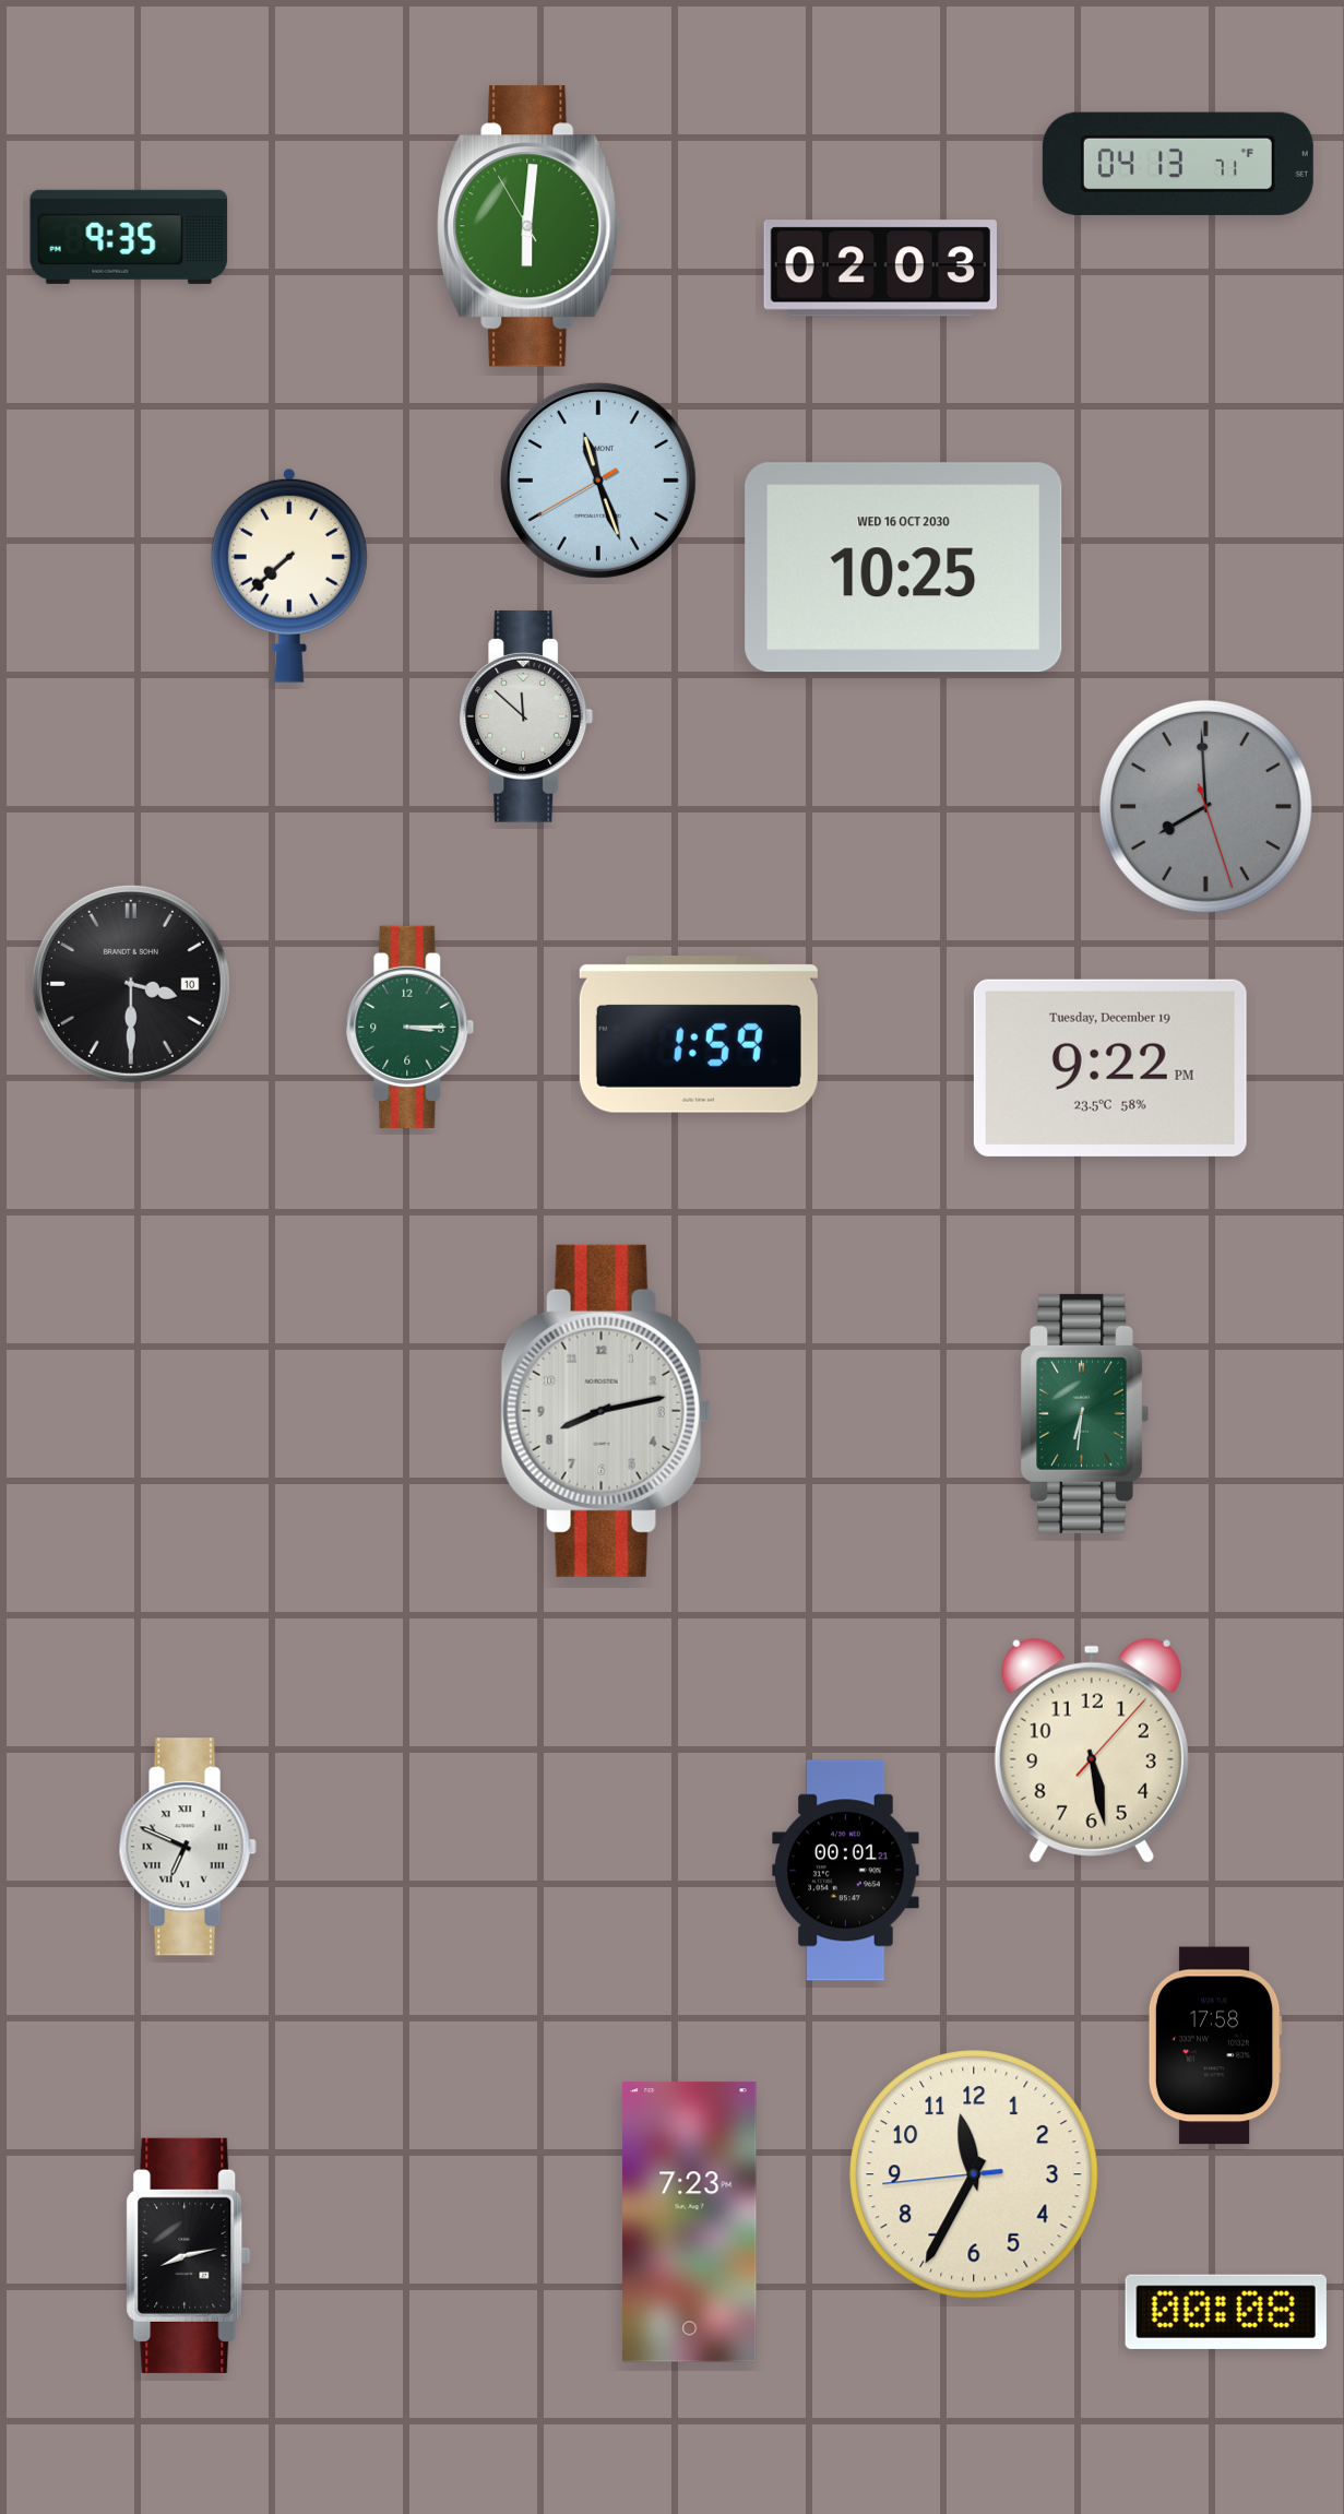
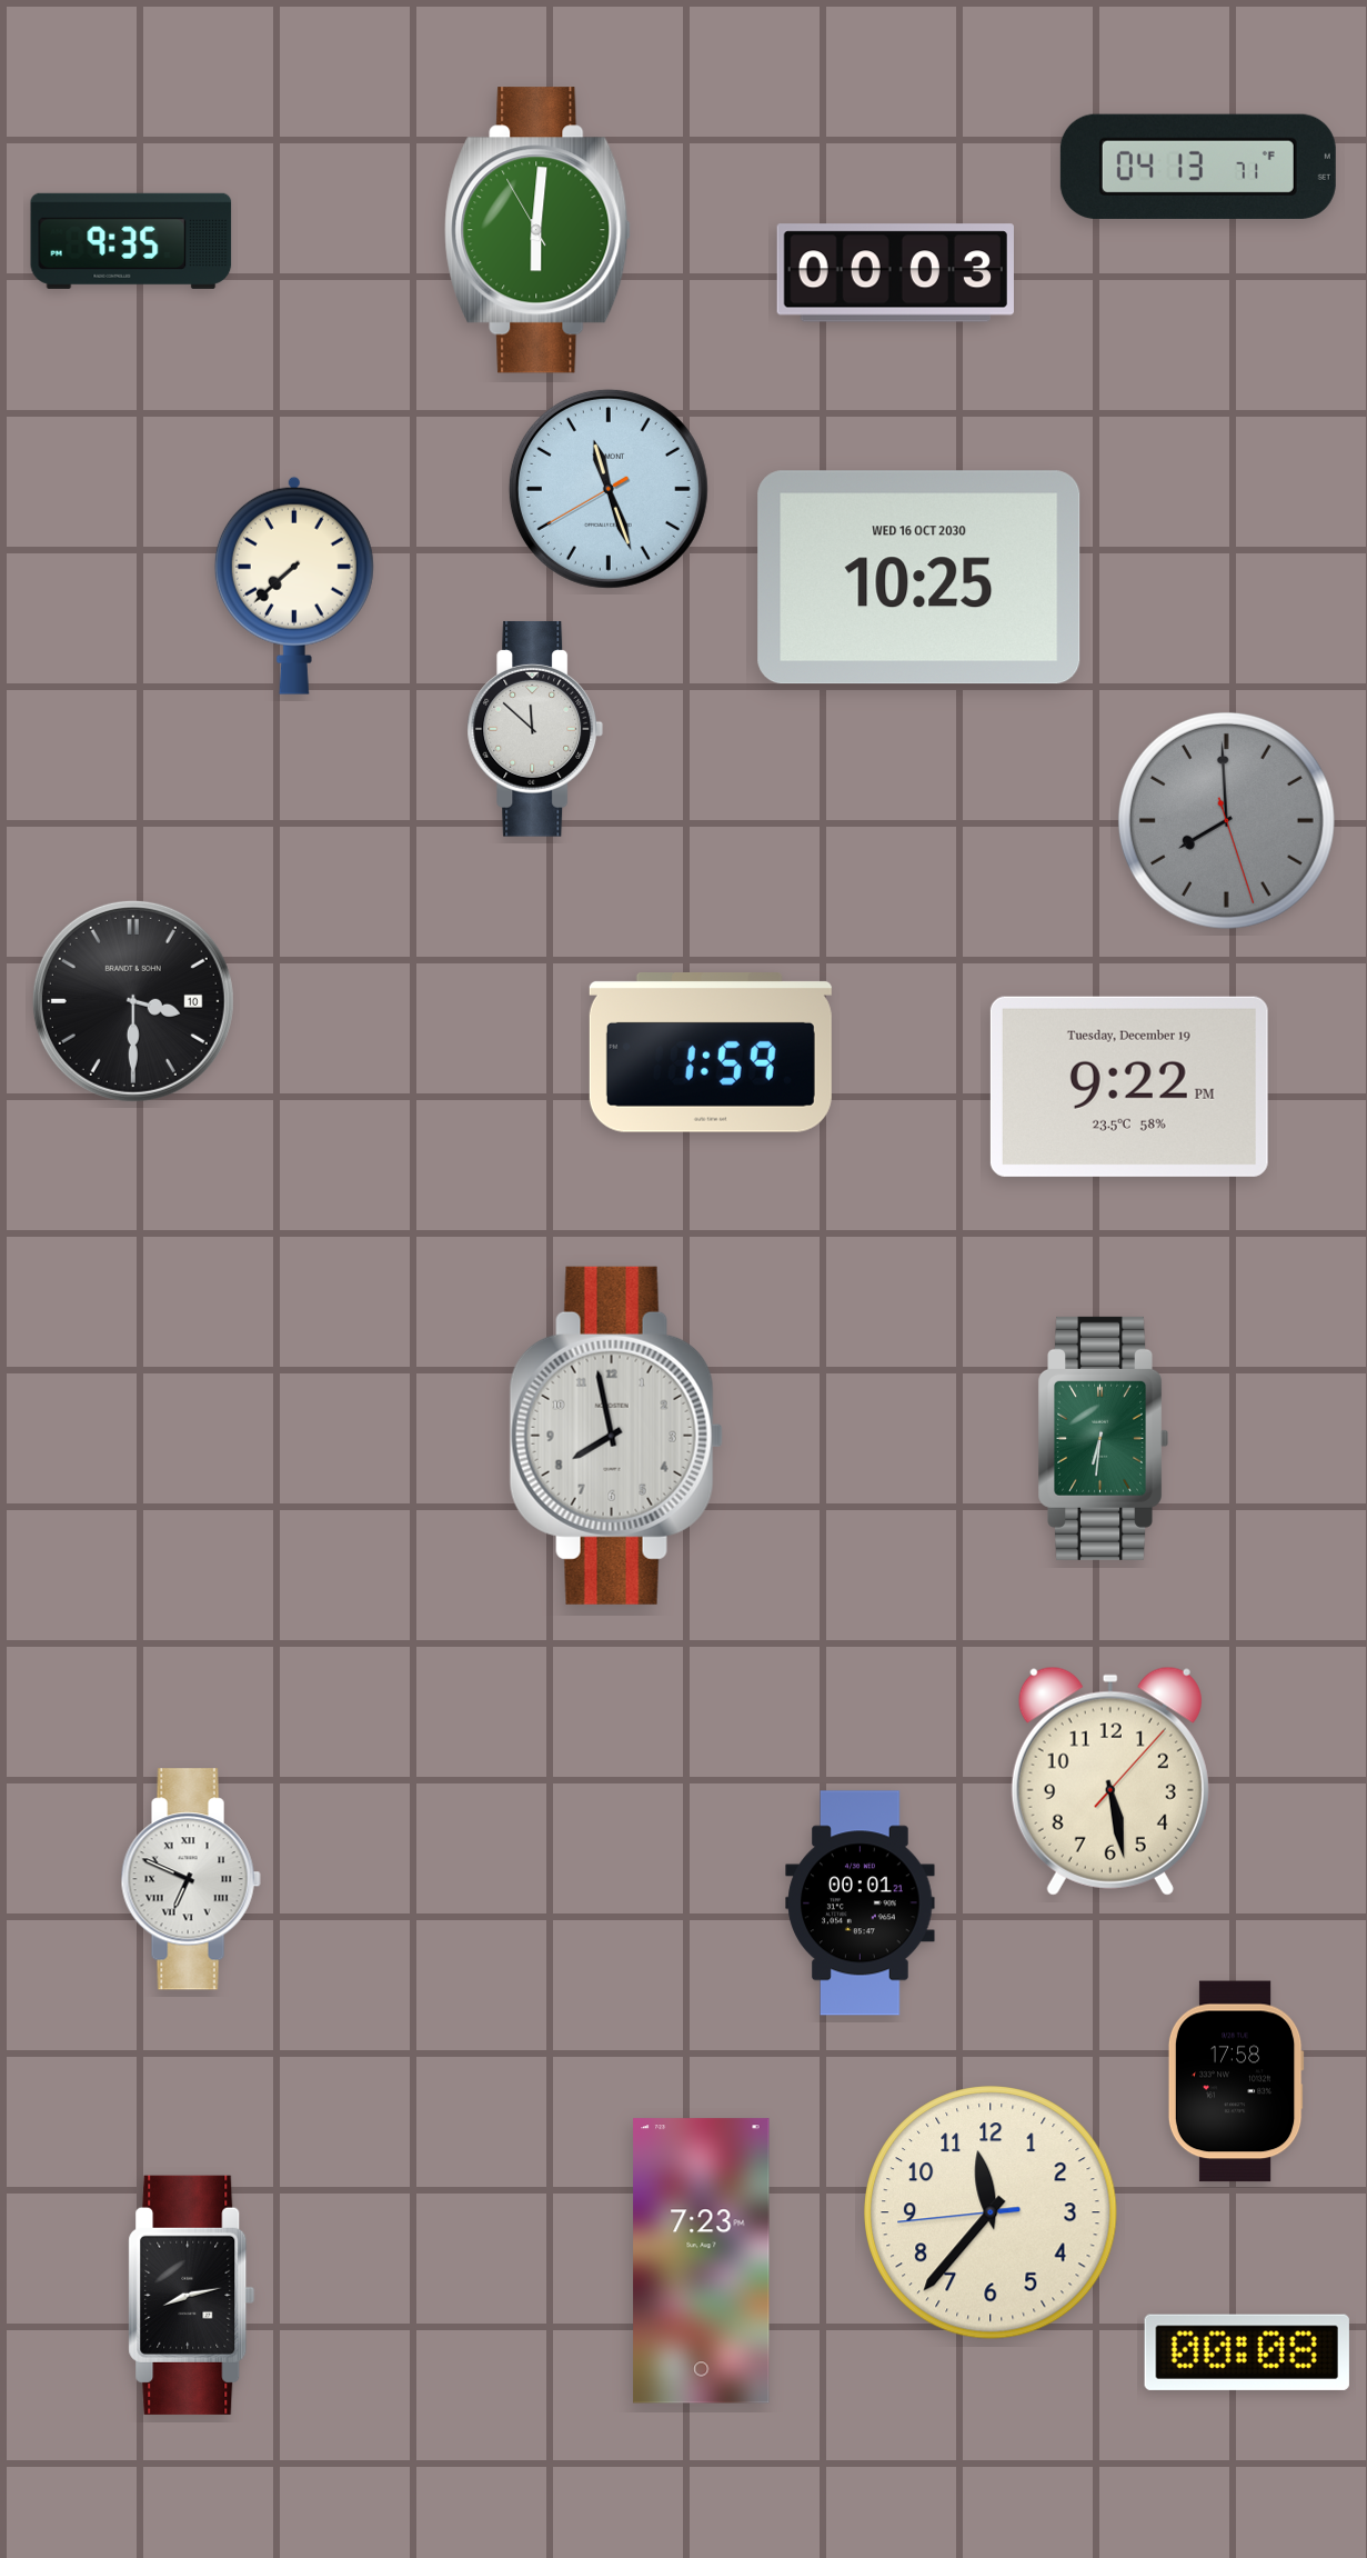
clock at (880, 269): 02:03 -> 00:03
clock at (411, 1027): 3:15 -> none
clock at (606, 1411): 8:13 -> 7:58
clock at (974, 2174): 11:34 -> 11:36
